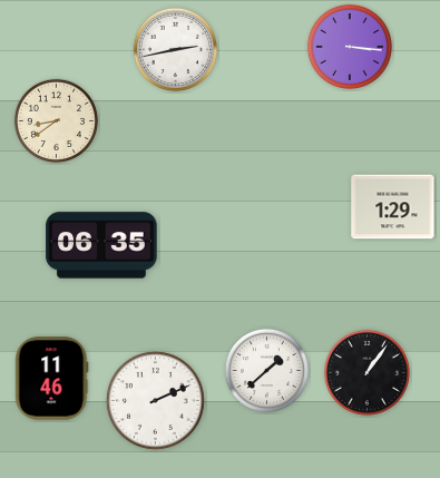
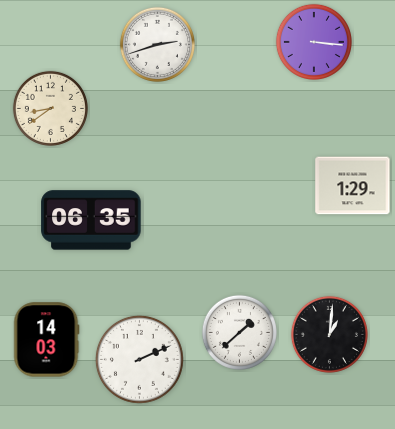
clock at (175, 49): 2:43 -> 2:42
clock at (366, 372): 1:06 -> 1:01
clock at (52, 379): 11:46 -> 14:03
